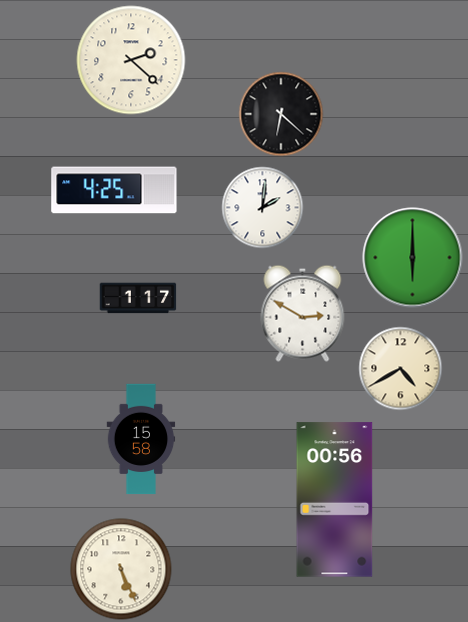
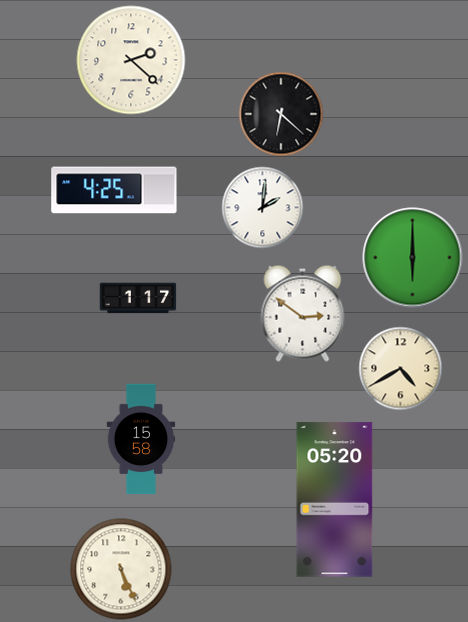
clock at (303, 313): 2:50 -> 2:51
clock at (335, 500): 00:56 -> 05:20
